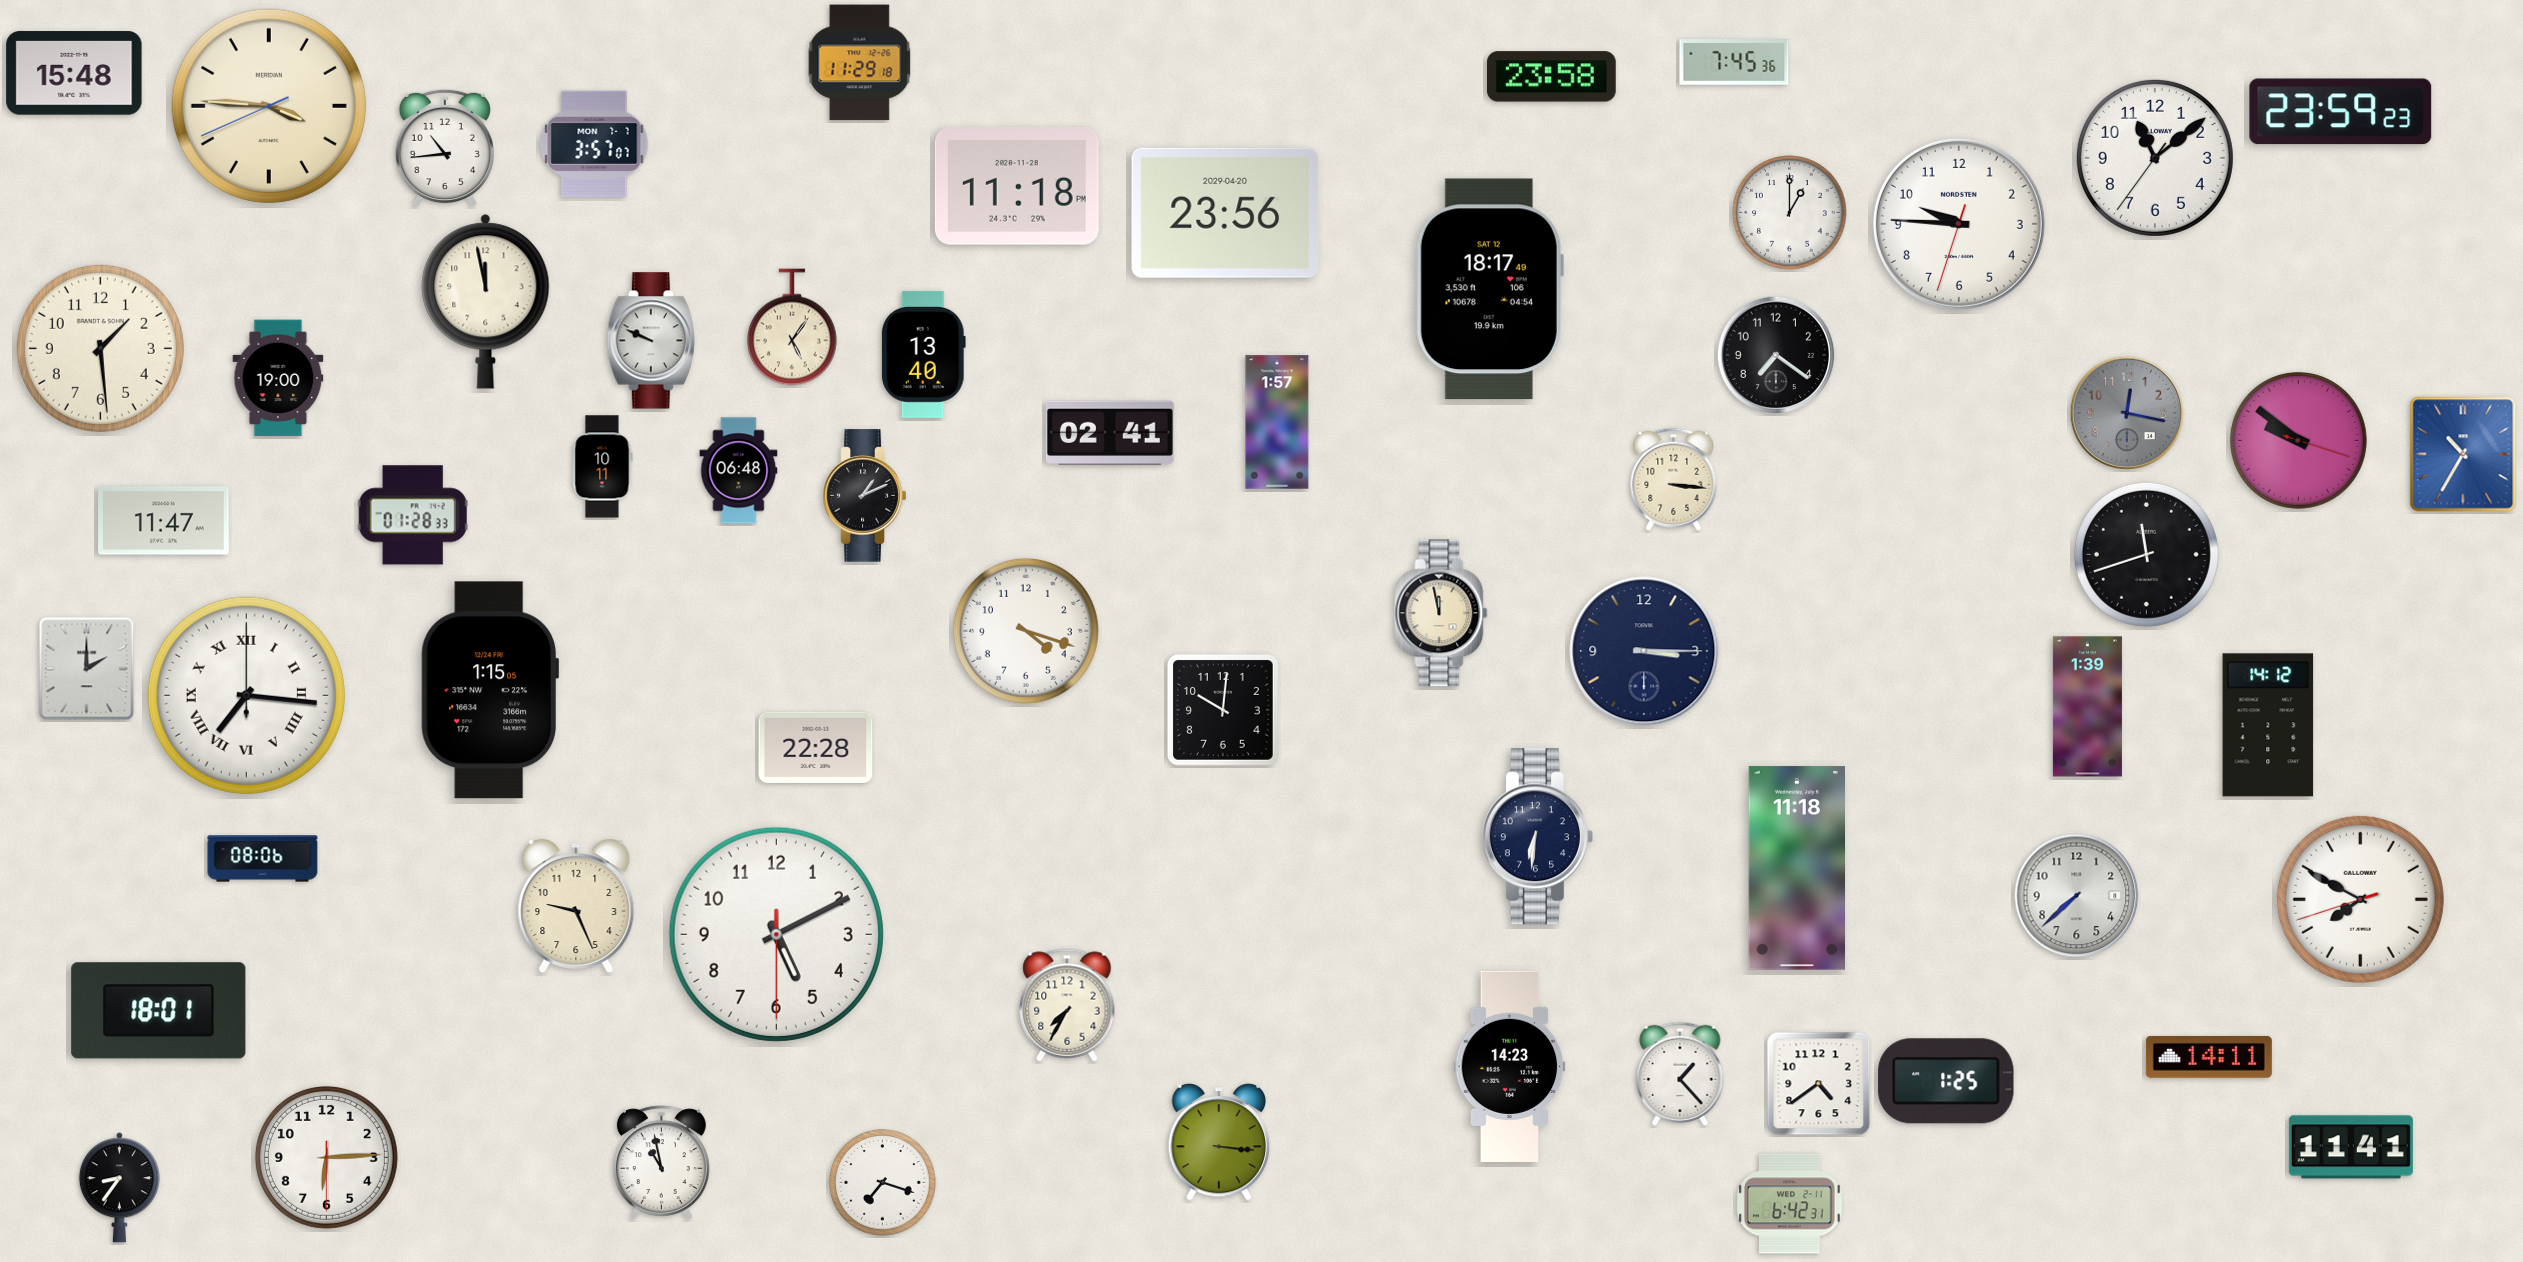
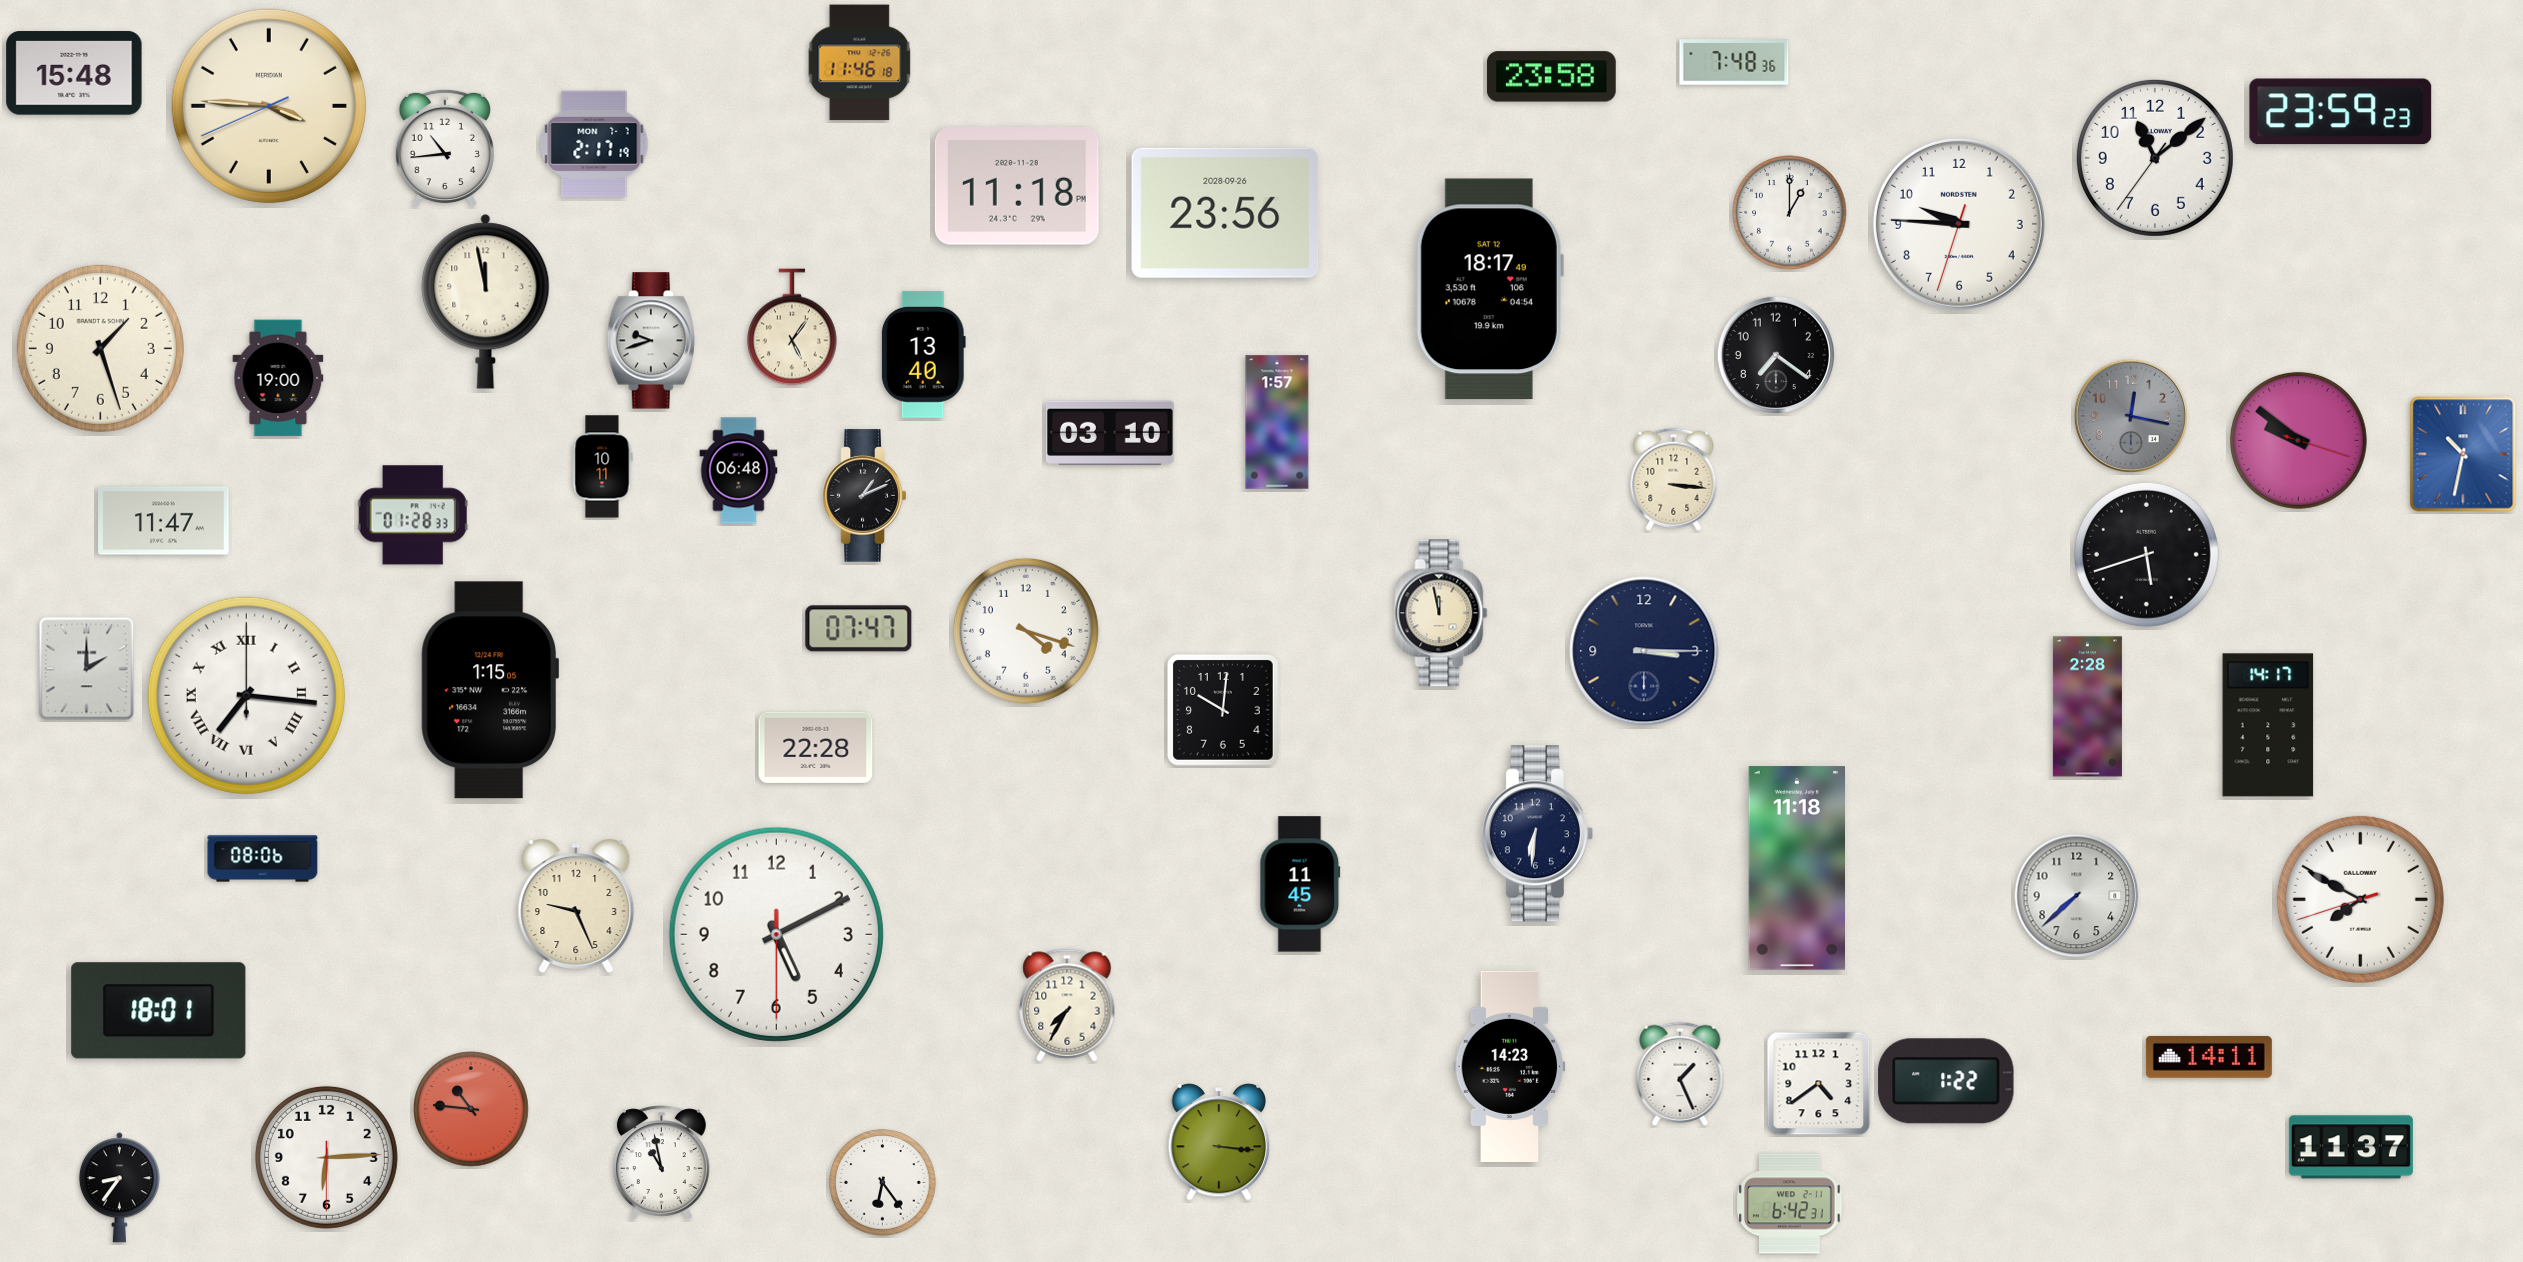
clock at (1734, 62): 7:45 -> 7:48
clock at (860, 63): 11:29 -> 11:46
clock at (594, 144): 3:57 -> 2:17
clock at (1225, 213) date: 2029-04-20 -> 2028-09-26
clock at (651, 341): 9:49 -> 9:42
clock at (100, 348): 1:29 -> 1:27
clock at (2127, 413) position: (2127, 413) -> (2131, 416)
clock at (1110, 433): 02:41 -> 03:10
clock at (2463, 454): 10:35 -> 10:32
clock at (2146, 554): 11:42 -> 5:42
clock at (859, 629): none -> 07:47
clock at (2087, 707): 1:39 -> 2:28
clock at (2268, 725): 14:12 -> 14:17
clock at (1537, 837) position: (1537, 837) -> (1537, 834)
clock at (1300, 884): none -> 11:45
clock at (1680, 1073): 1:23 -> 1:26
clock at (1946, 1081): 1:25 -> 1:22
clock at (471, 1109): none -> 10:46
clock at (2351, 1147): 11:41 -> 11:37
clock at (883, 1183): 7:18 -> 6:24
